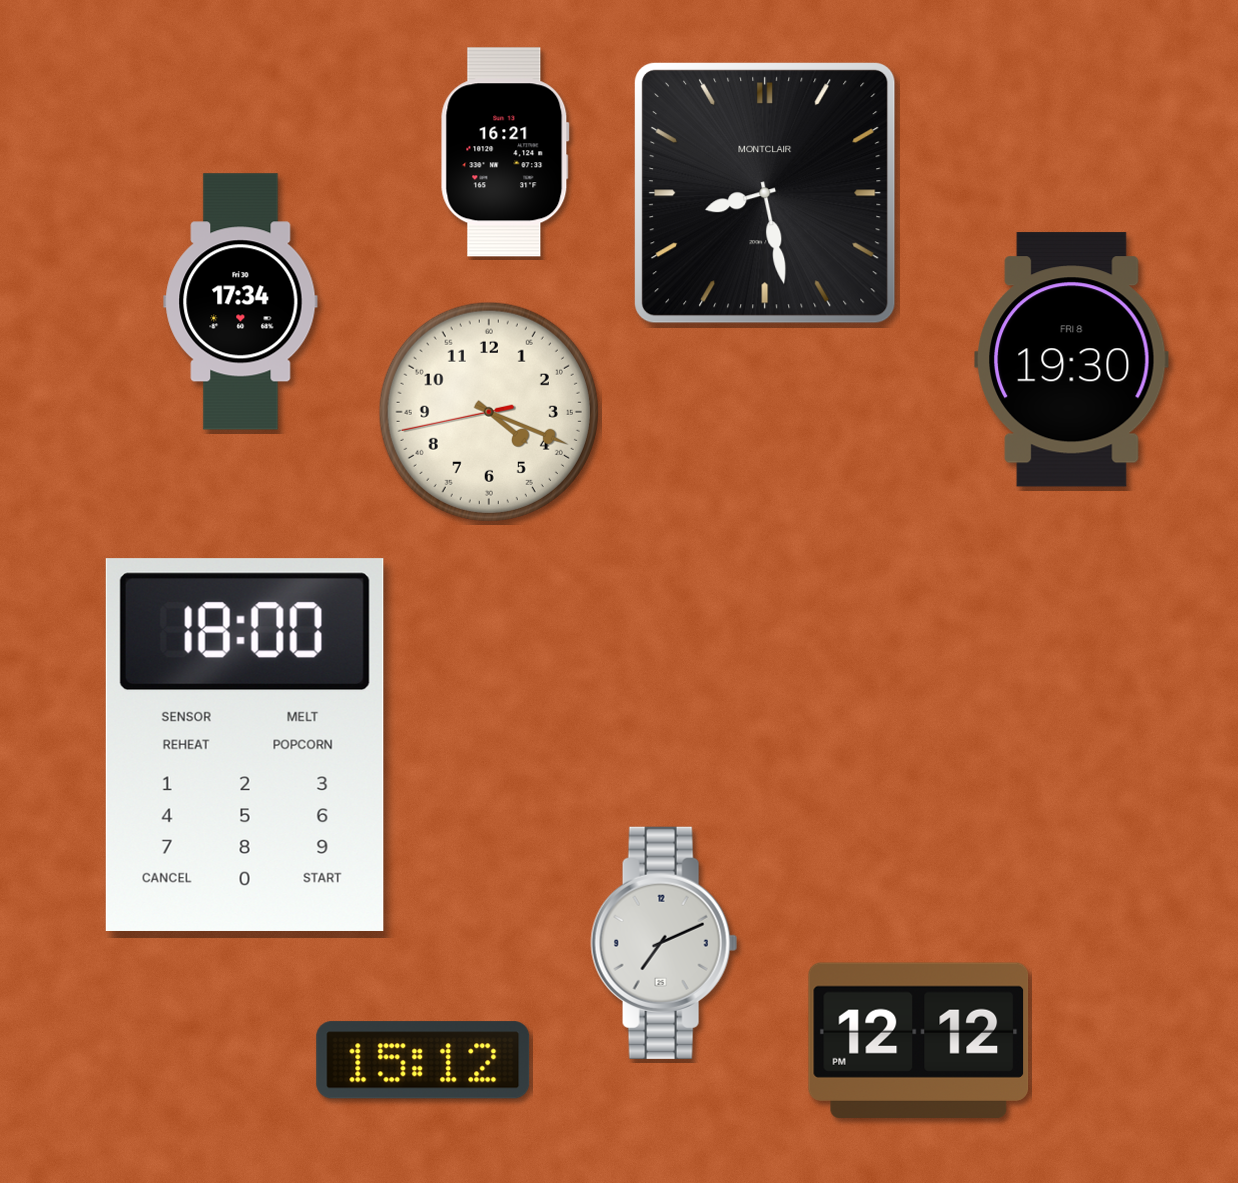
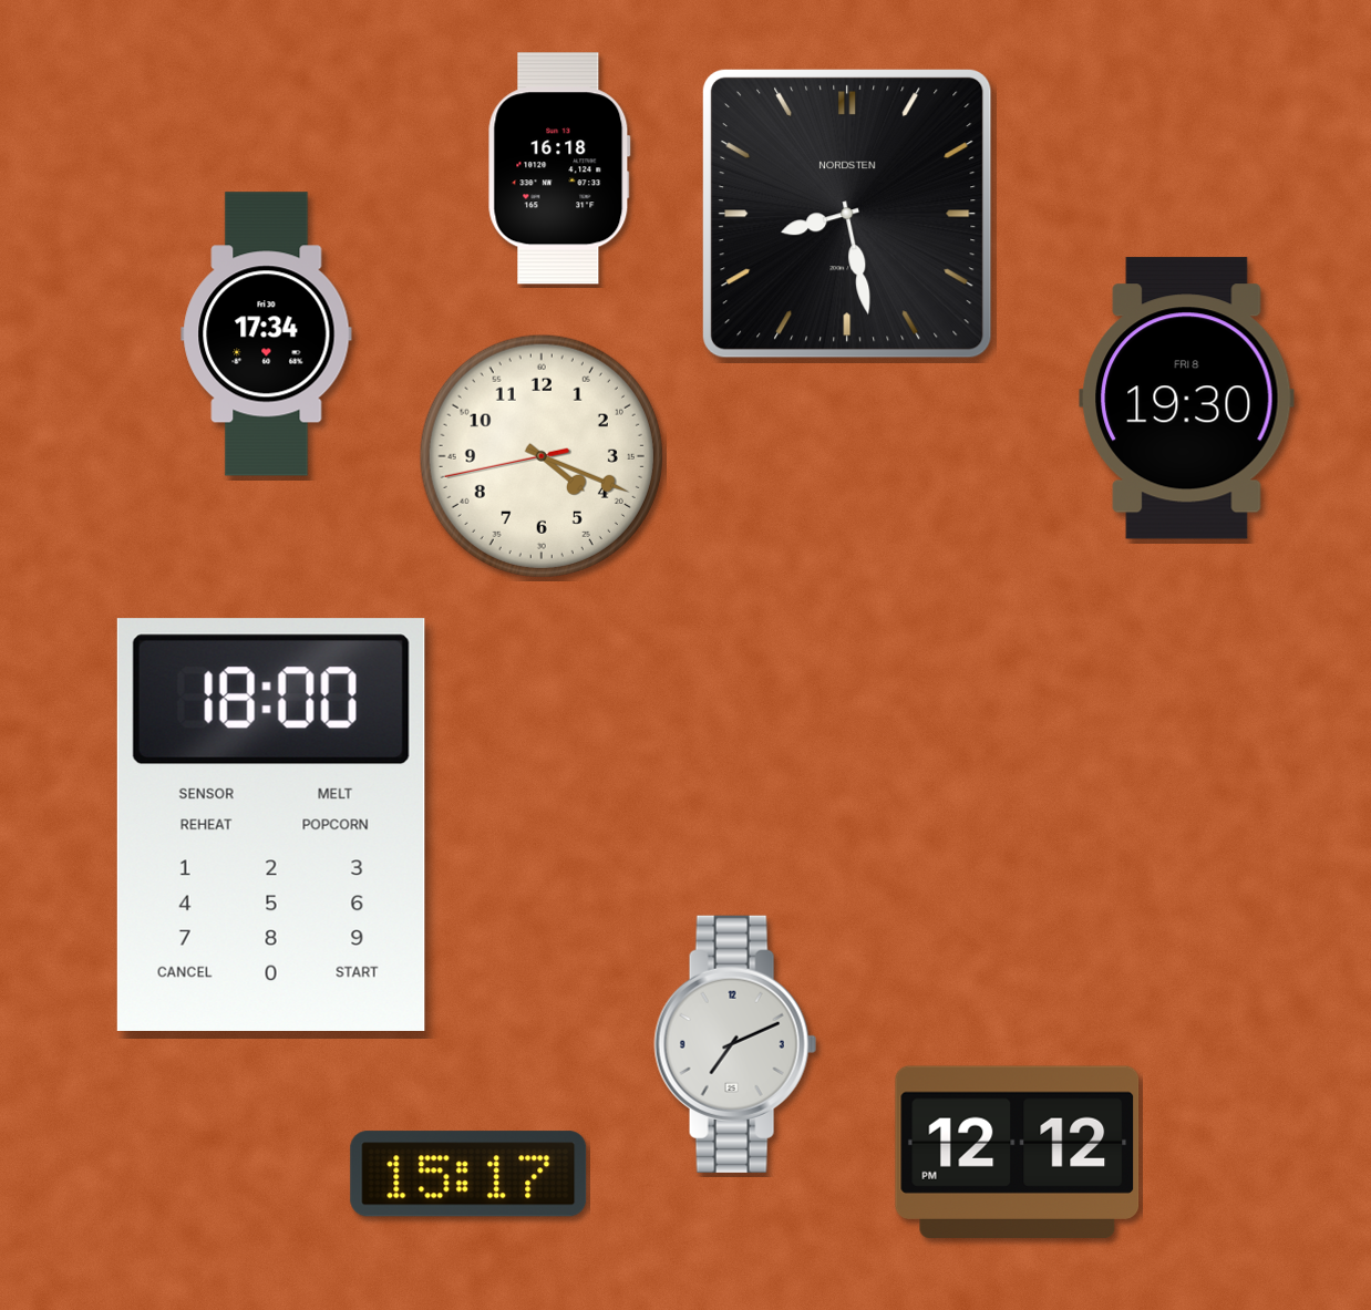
clock at (505, 152): 16:21 -> 16:18
clock at (766, 194) brand: MONTCLAIR -> NORDSTEN
clock at (423, 1060): 15:12 -> 15:17
